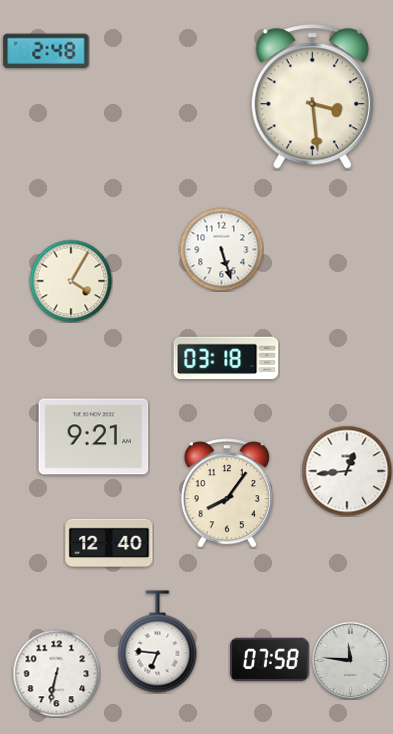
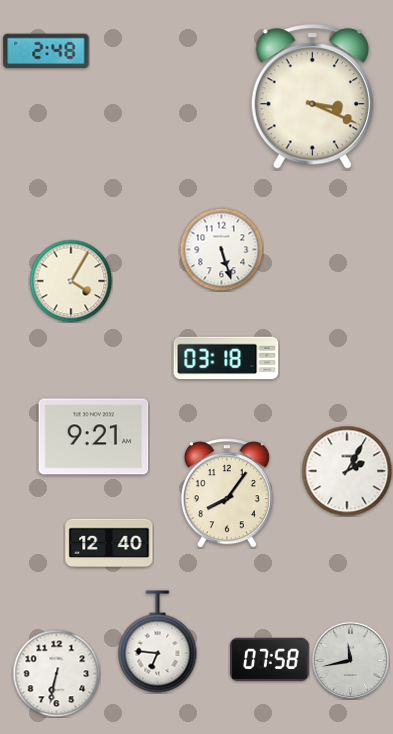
clock at (312, 97): 3:29 -> 3:19
clock at (347, 471): 12:44 -> 2:05
clock at (350, 660): 11:46 -> 11:43
